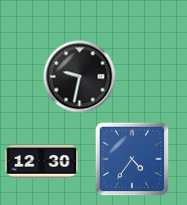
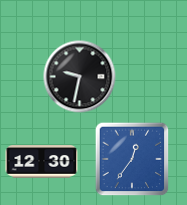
clock at (132, 159): 4:36 -> 12:36
